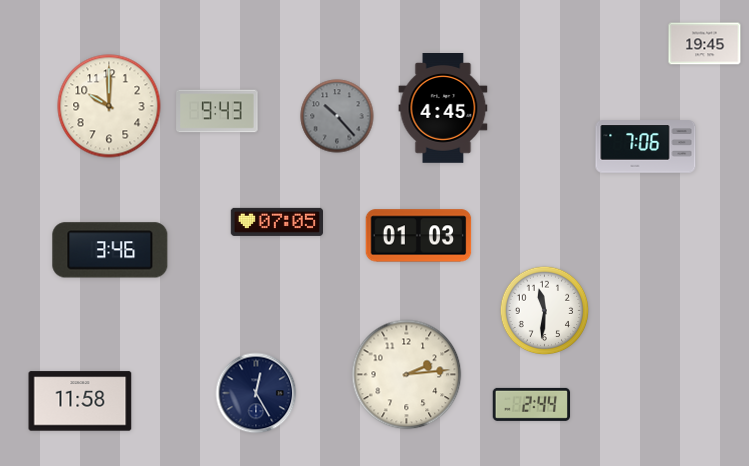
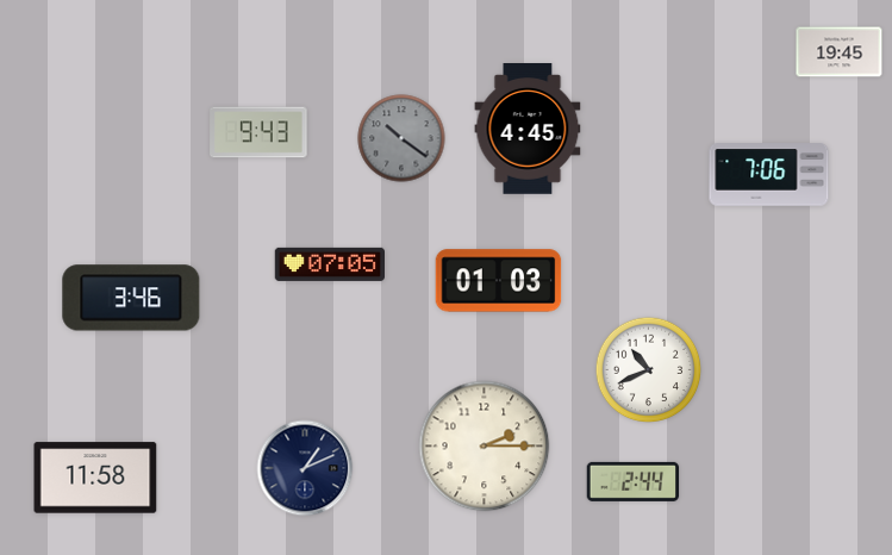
clock at (109, 106): 10:00 -> none
clock at (337, 116): 10:23 -> 10:21
clock at (545, 311): 11:31 -> 10:41
clock at (407, 375): 2:14 -> 2:15
clock at (256, 393): 12:25 -> 1:11
